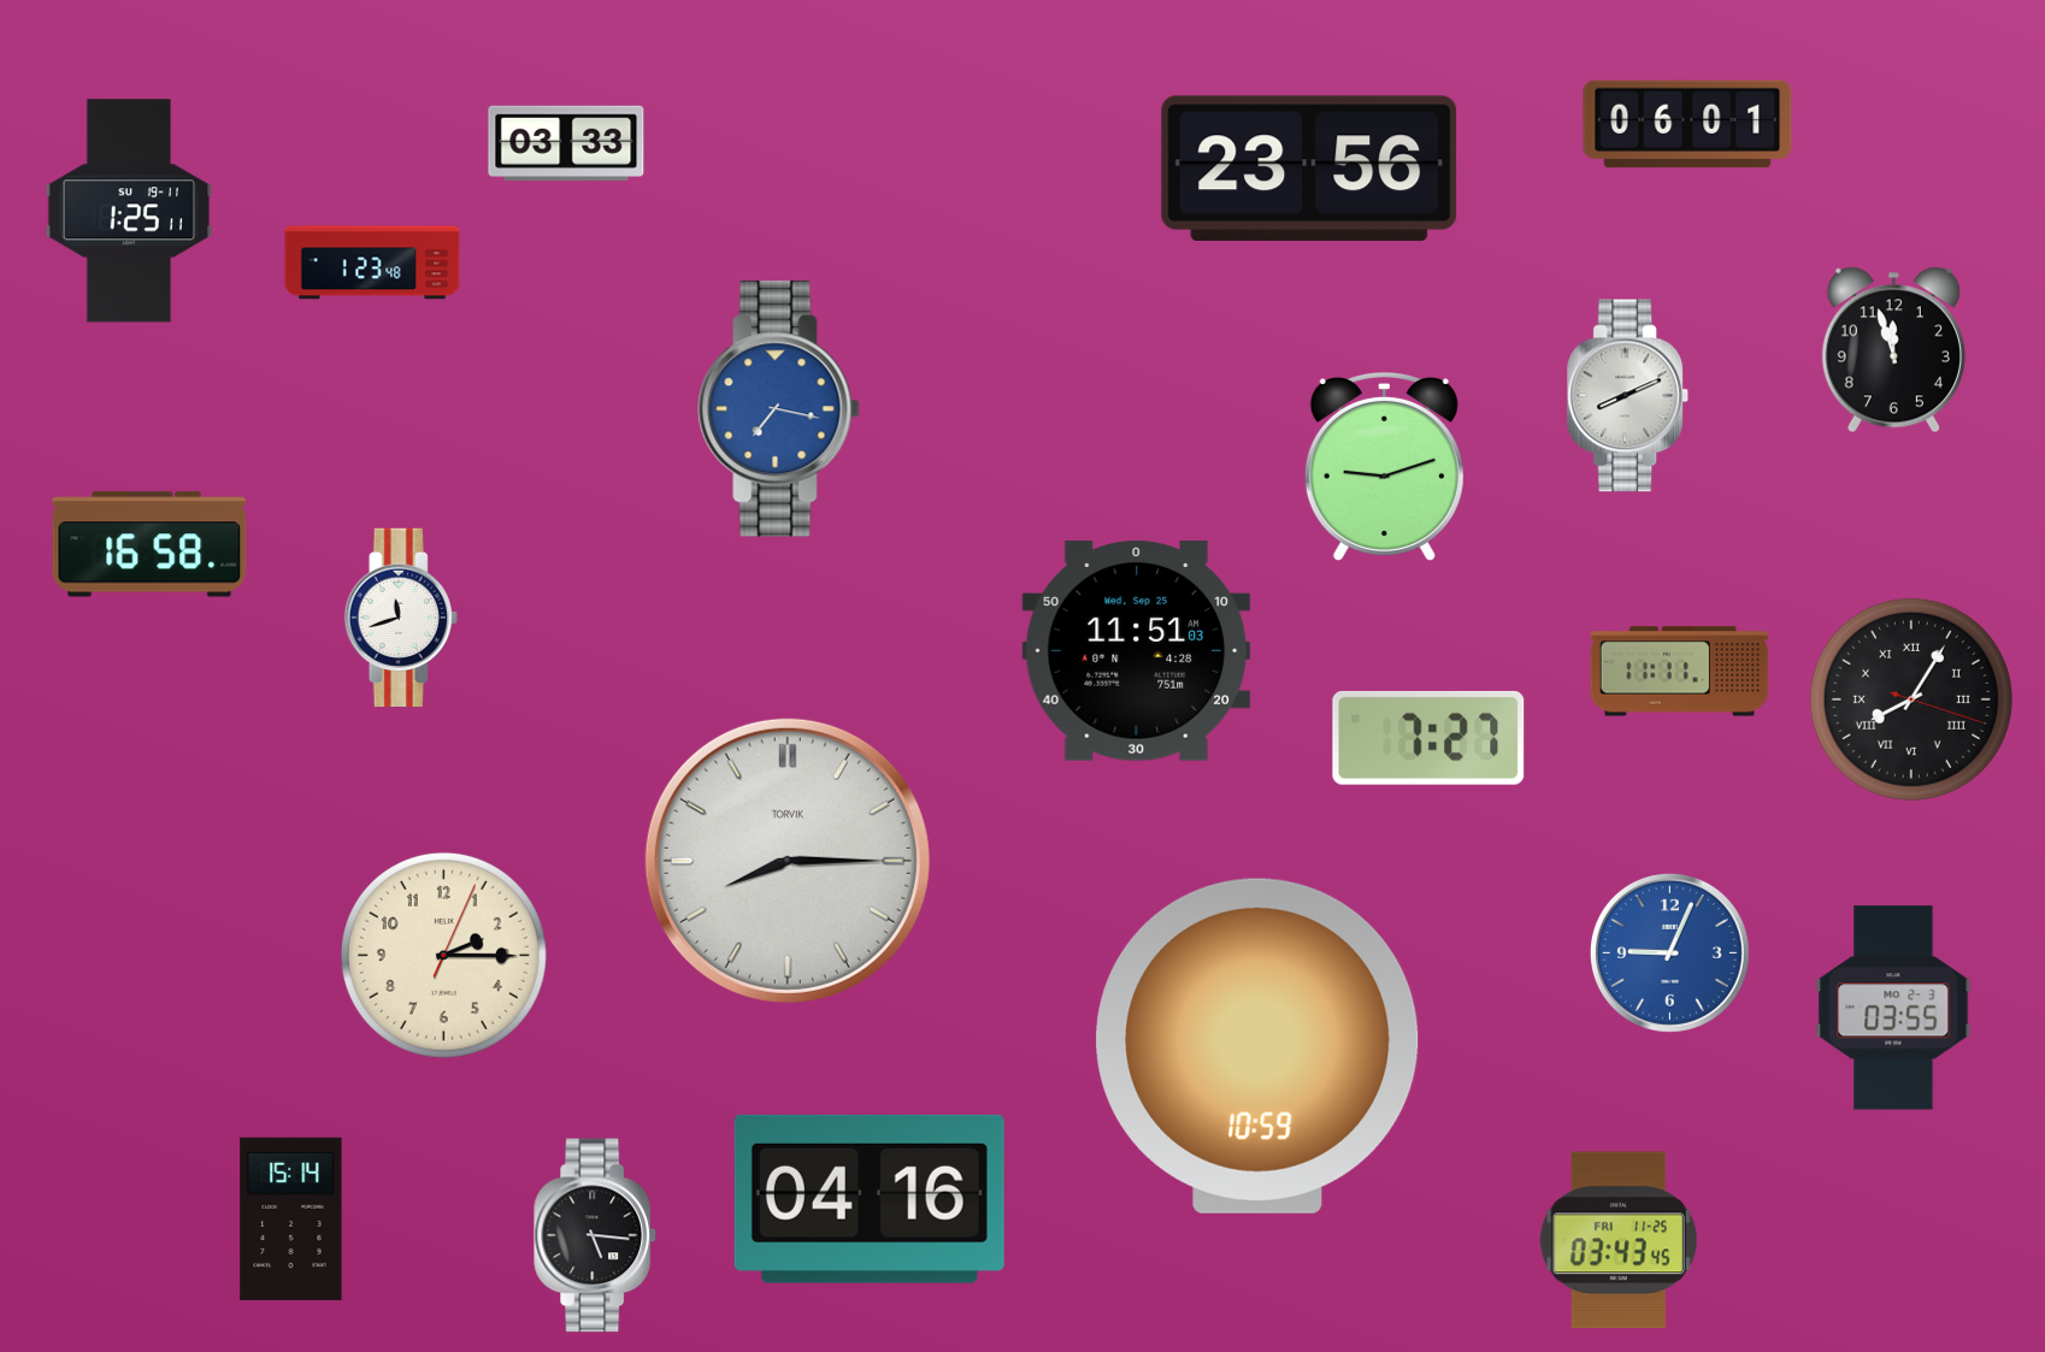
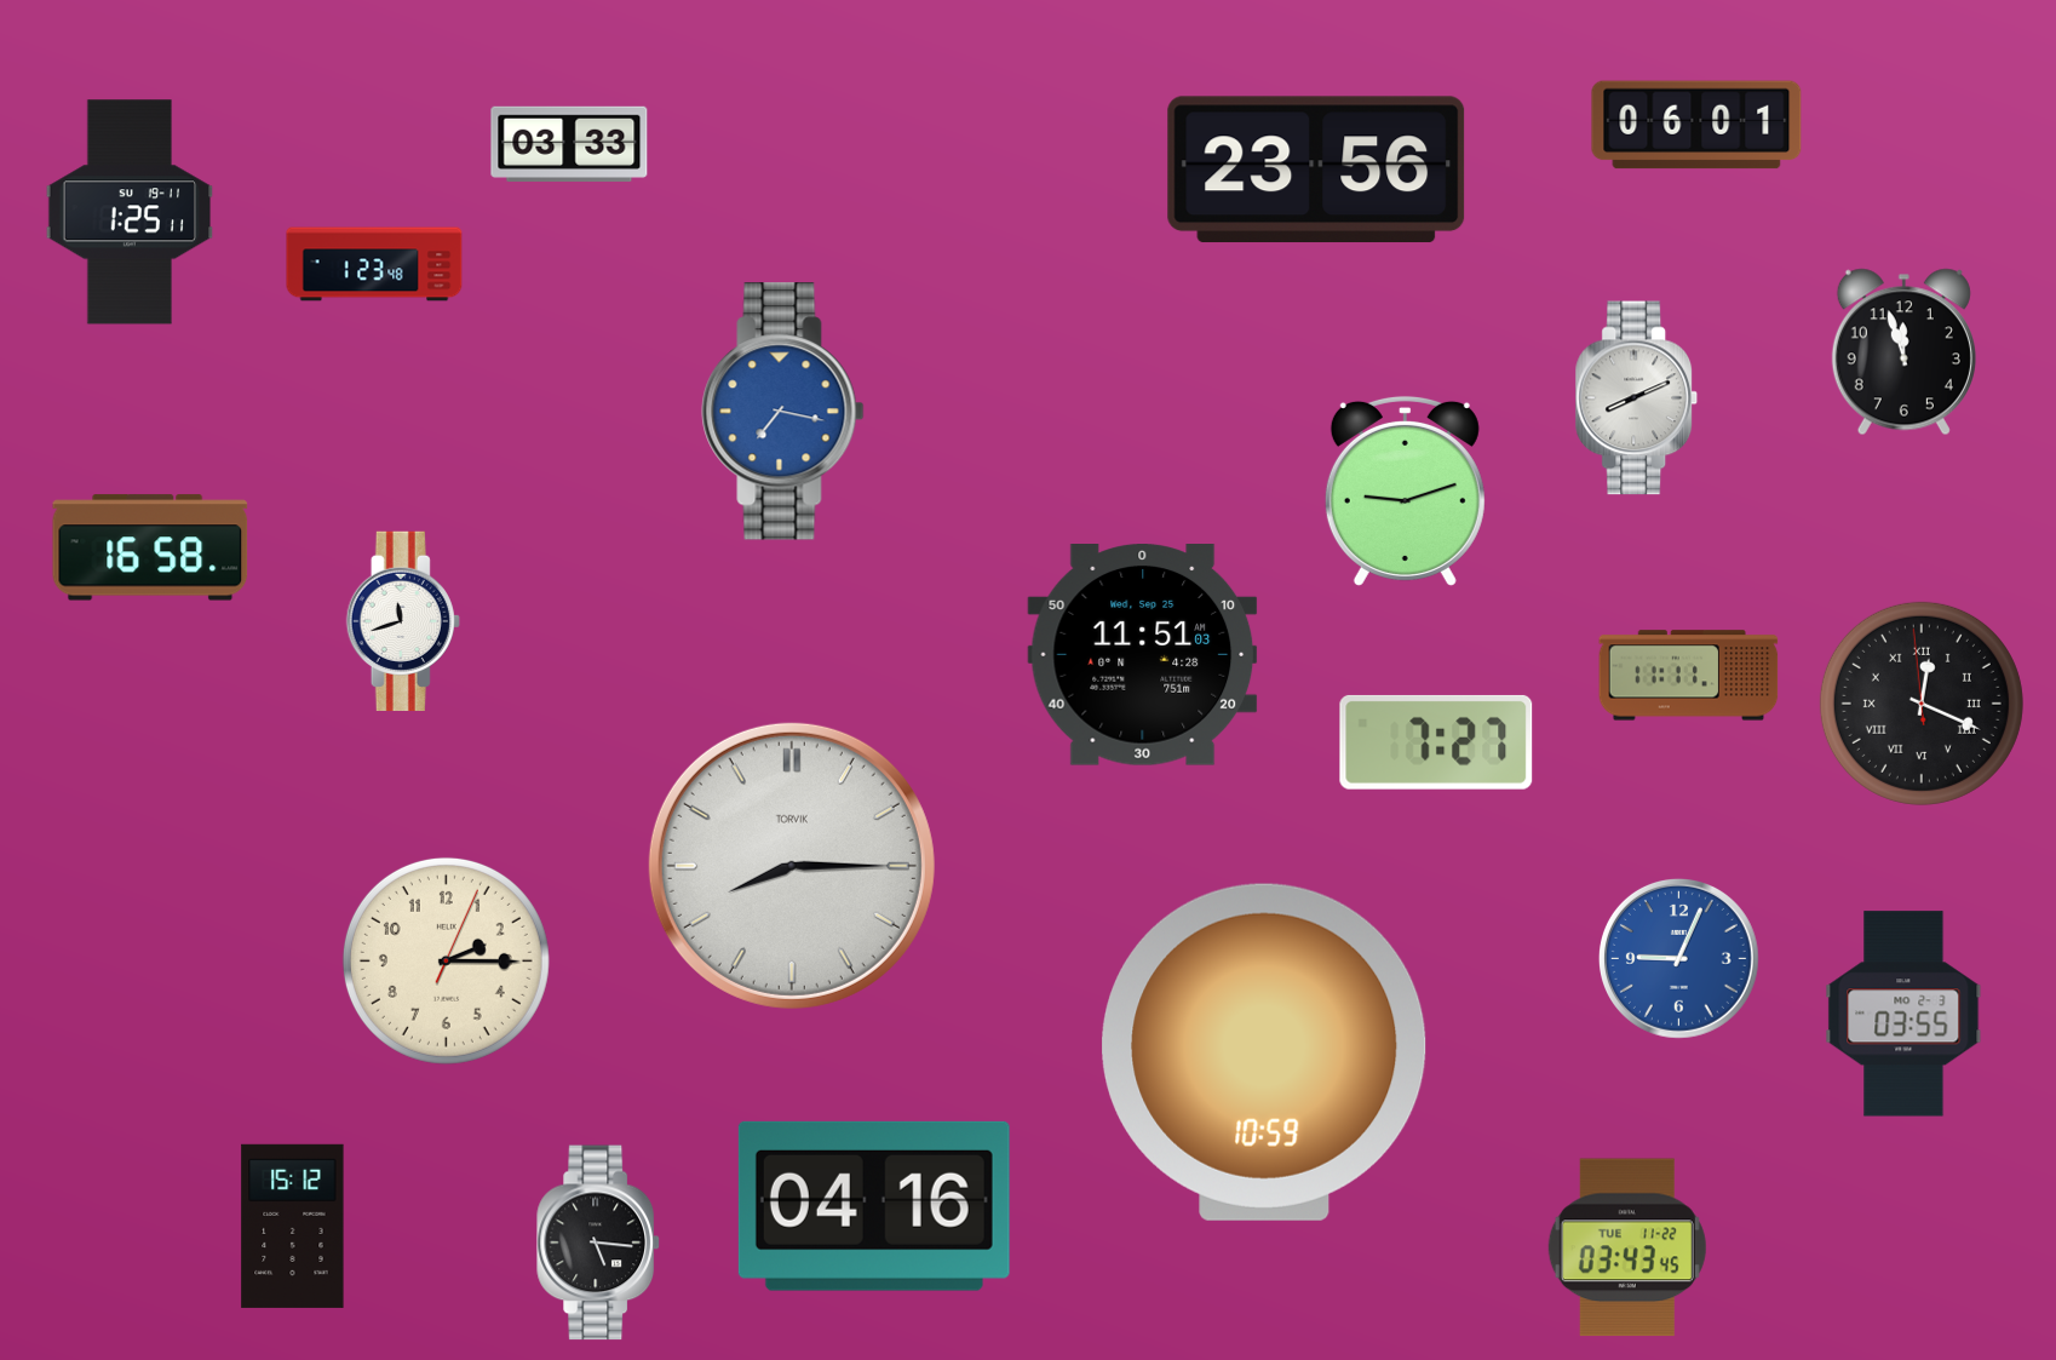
clock at (1384, 466) position: (1384, 466) -> (1405, 490)
clock at (1911, 699): 8:05 -> 12:18
clock at (291, 1218): 15:14 -> 15:12
clock at (1619, 1240) date: FRI 11-25 -> TUE 11-22
